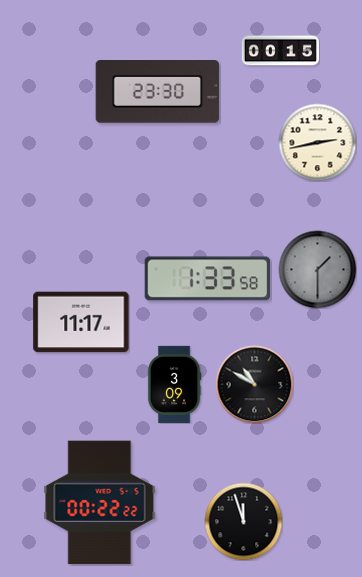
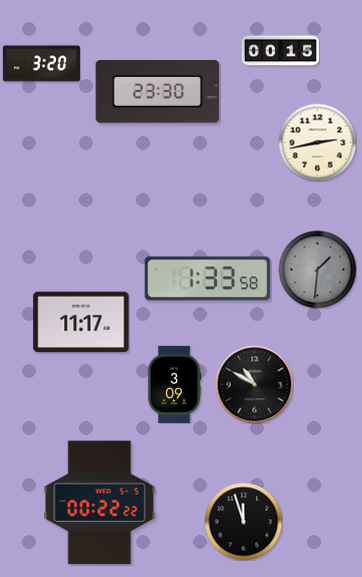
clock at (41, 64): none -> 3:20
clock at (317, 269): 1:30 -> 1:31
